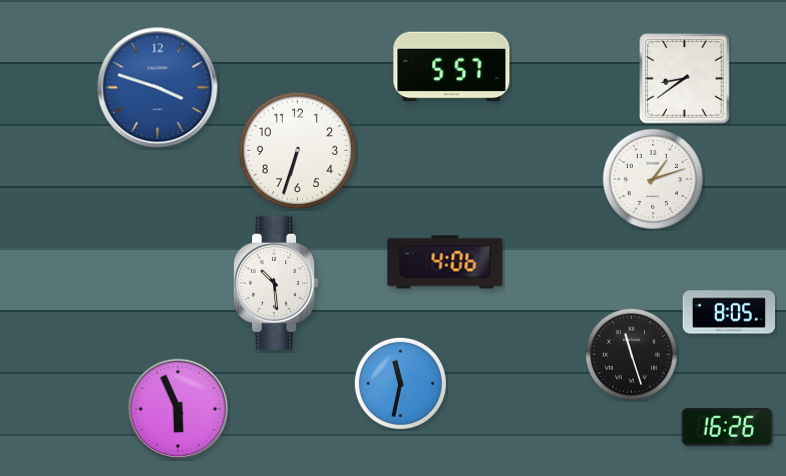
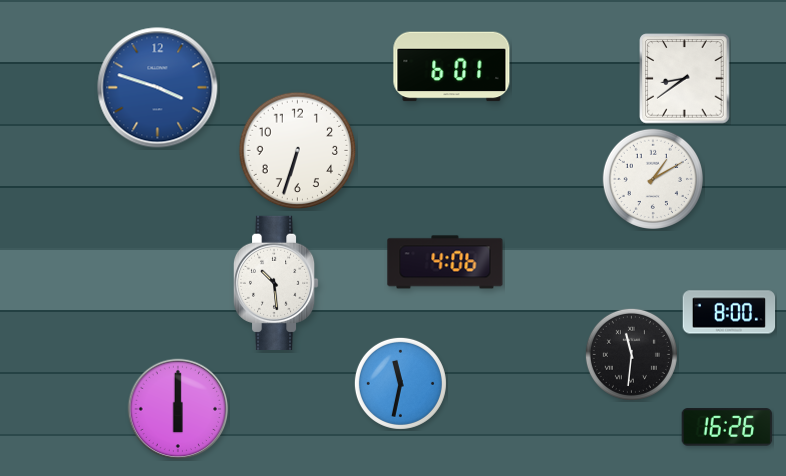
clock at (452, 67): 5:57 -> 6:01
clock at (653, 179): 1:12 -> 1:10
clock at (729, 312): 8:05 -> 8:00
clock at (631, 354): 11:27 -> 11:31
clock at (178, 409): 5:56 -> 6:00
